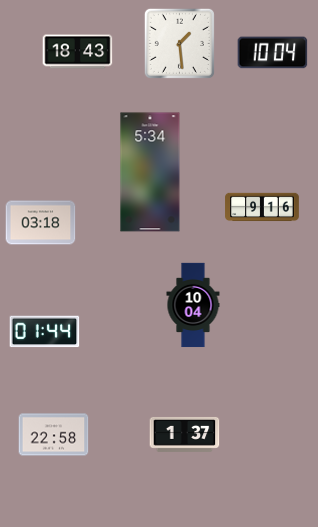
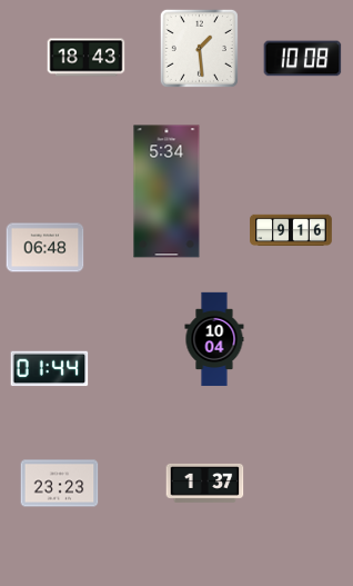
clock at (273, 53): 10:04 -> 10:08
clock at (41, 223): 03:18 -> 06:48
clock at (54, 435): 22:58 -> 23:23
